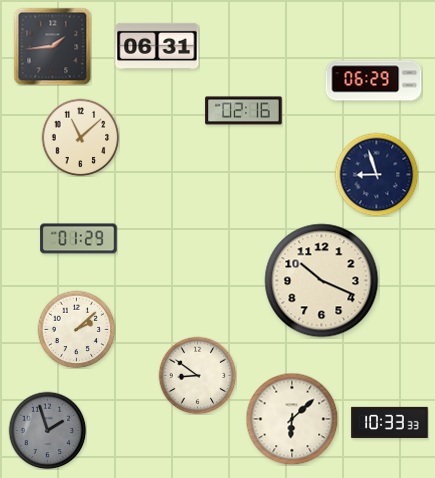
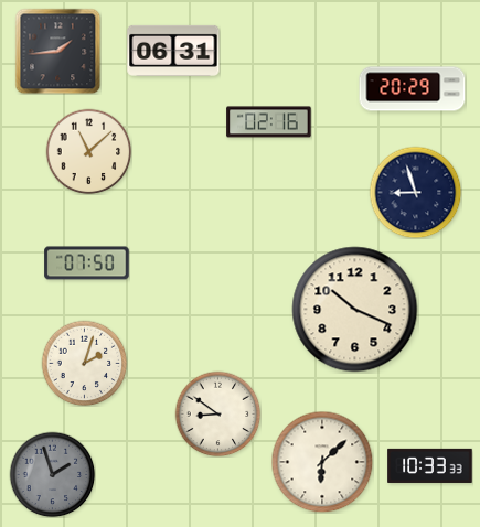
clock at (374, 81): 06:29 -> 20:29
clock at (79, 239): 01:29 -> 07:50
clock at (76, 329): 2:08 -> 2:03
